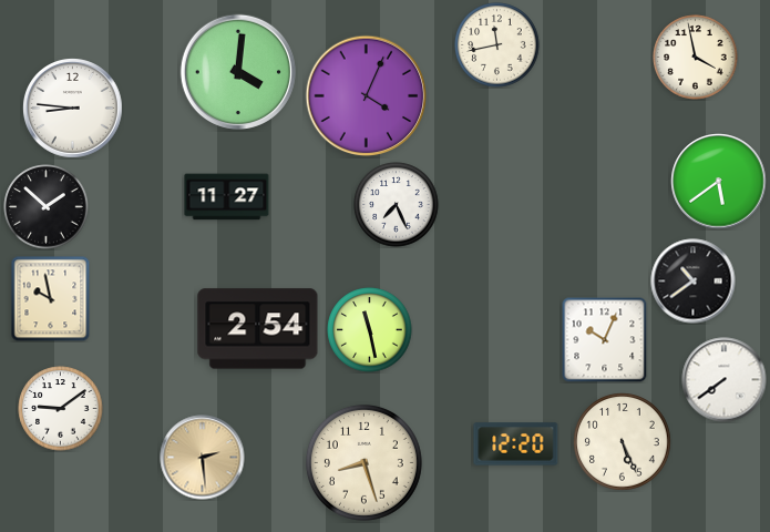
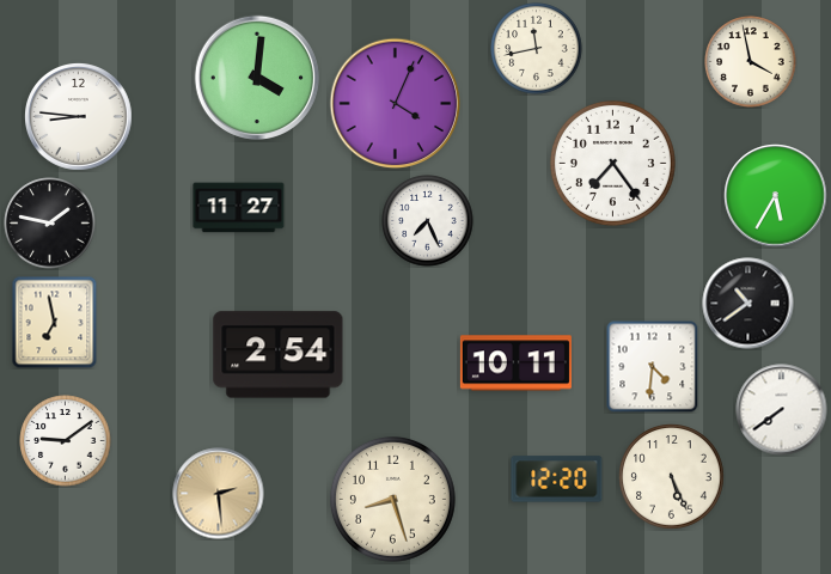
clock at (612, 163): none -> 7:24
clock at (719, 182): 5:39 -> 5:35
clock at (227, 197) position: (227, 197) -> (239, 208)
clock at (47, 207): 1:52 -> 1:47
clock at (51, 298): 9:58 -> 6:58
clock at (370, 330): 11:28 -> none
clock at (515, 364): none -> 10:11
clock at (604, 339): 10:04 -> 4:31
